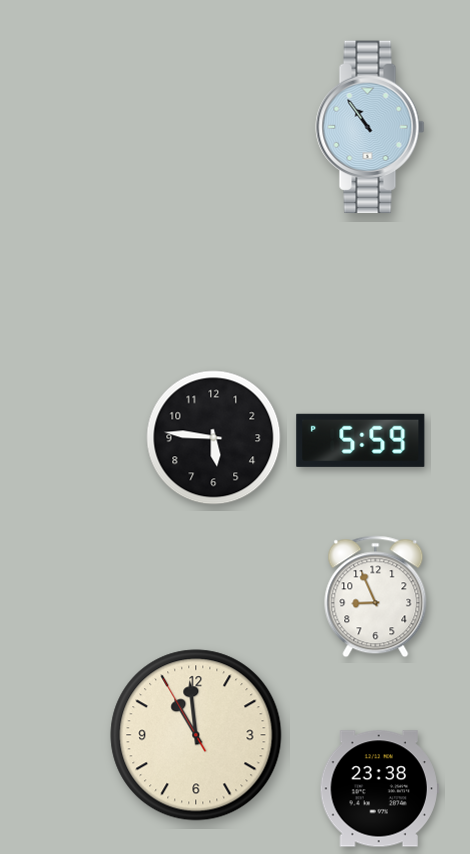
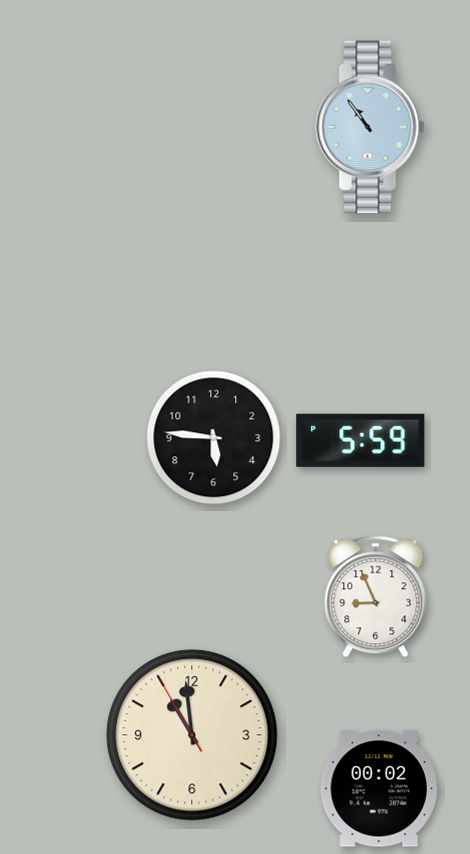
clock at (196, 735) position: (196, 735) -> (192, 735)
clock at (379, 789): 23:38 -> 00:02
